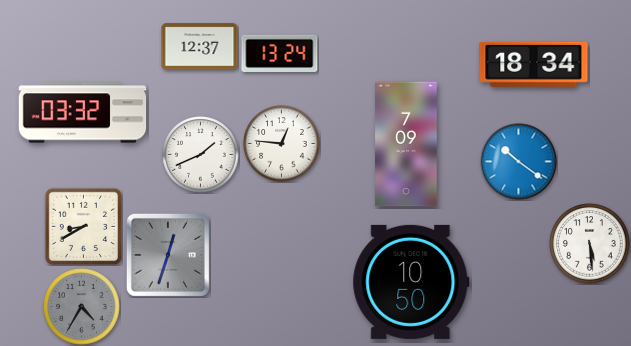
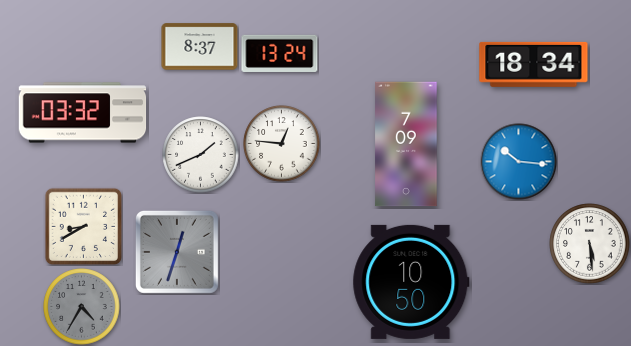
clock at (200, 47): 12:37 -> 8:37
clock at (519, 162): 10:21 -> 10:16
clock at (168, 255) position: (168, 255) -> (177, 252)
